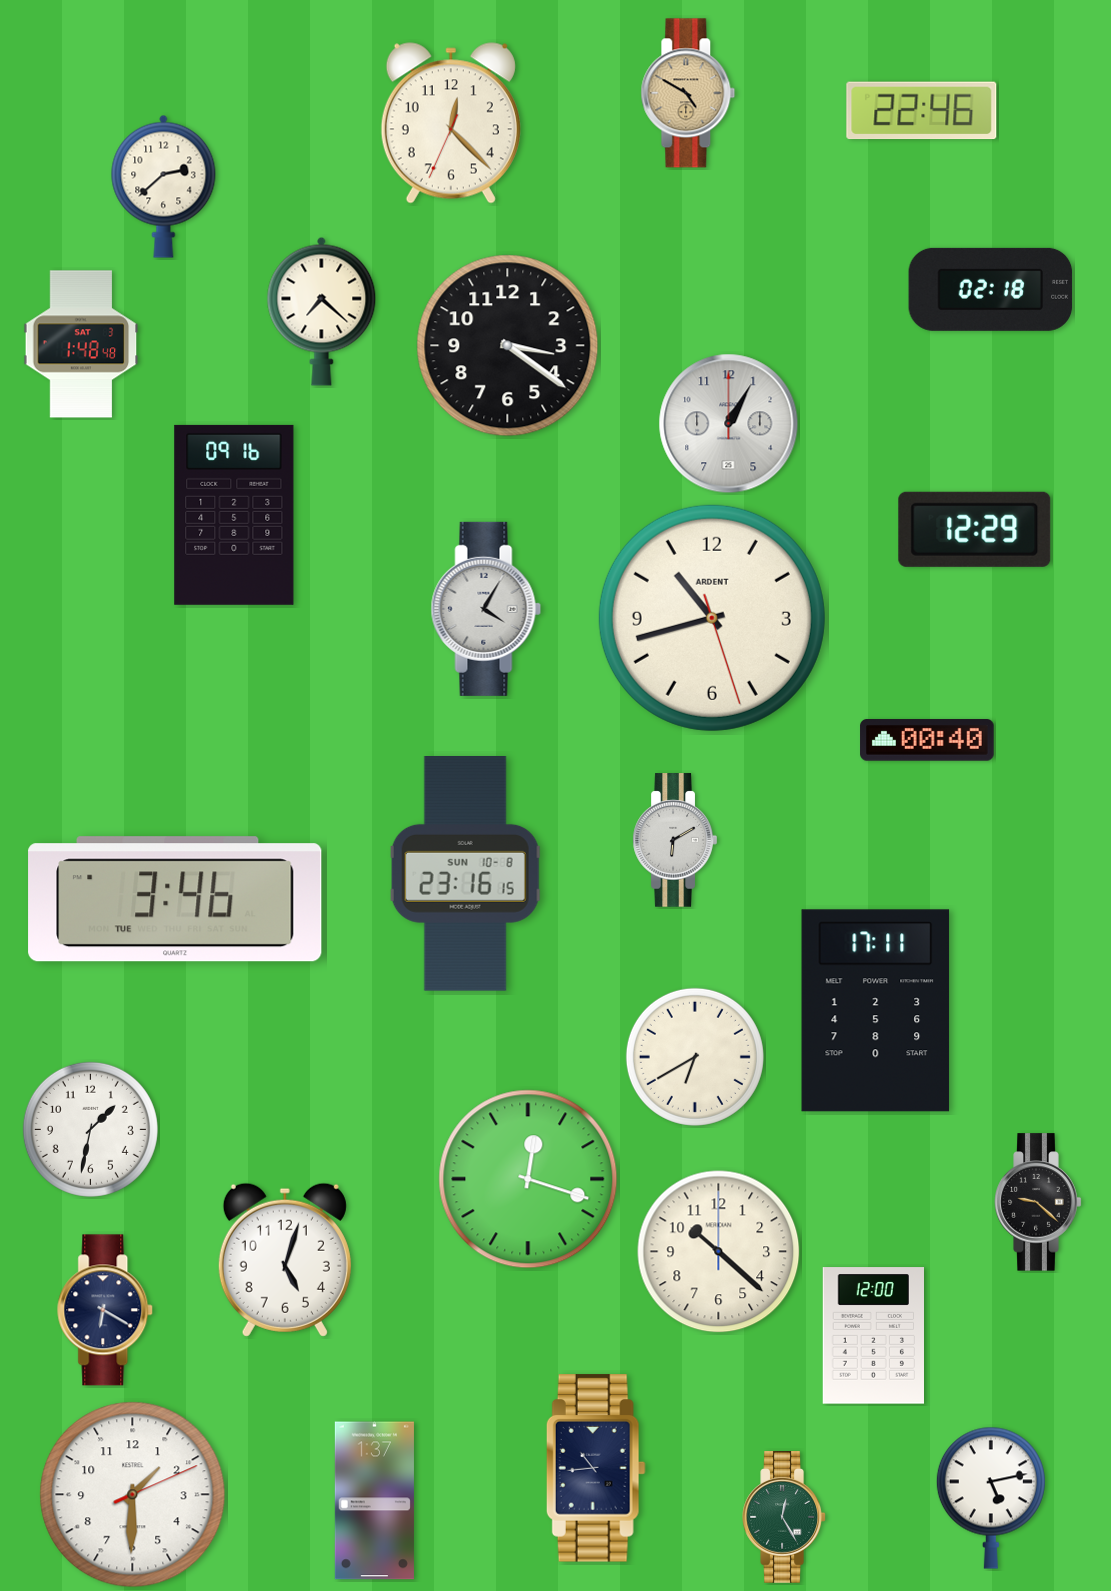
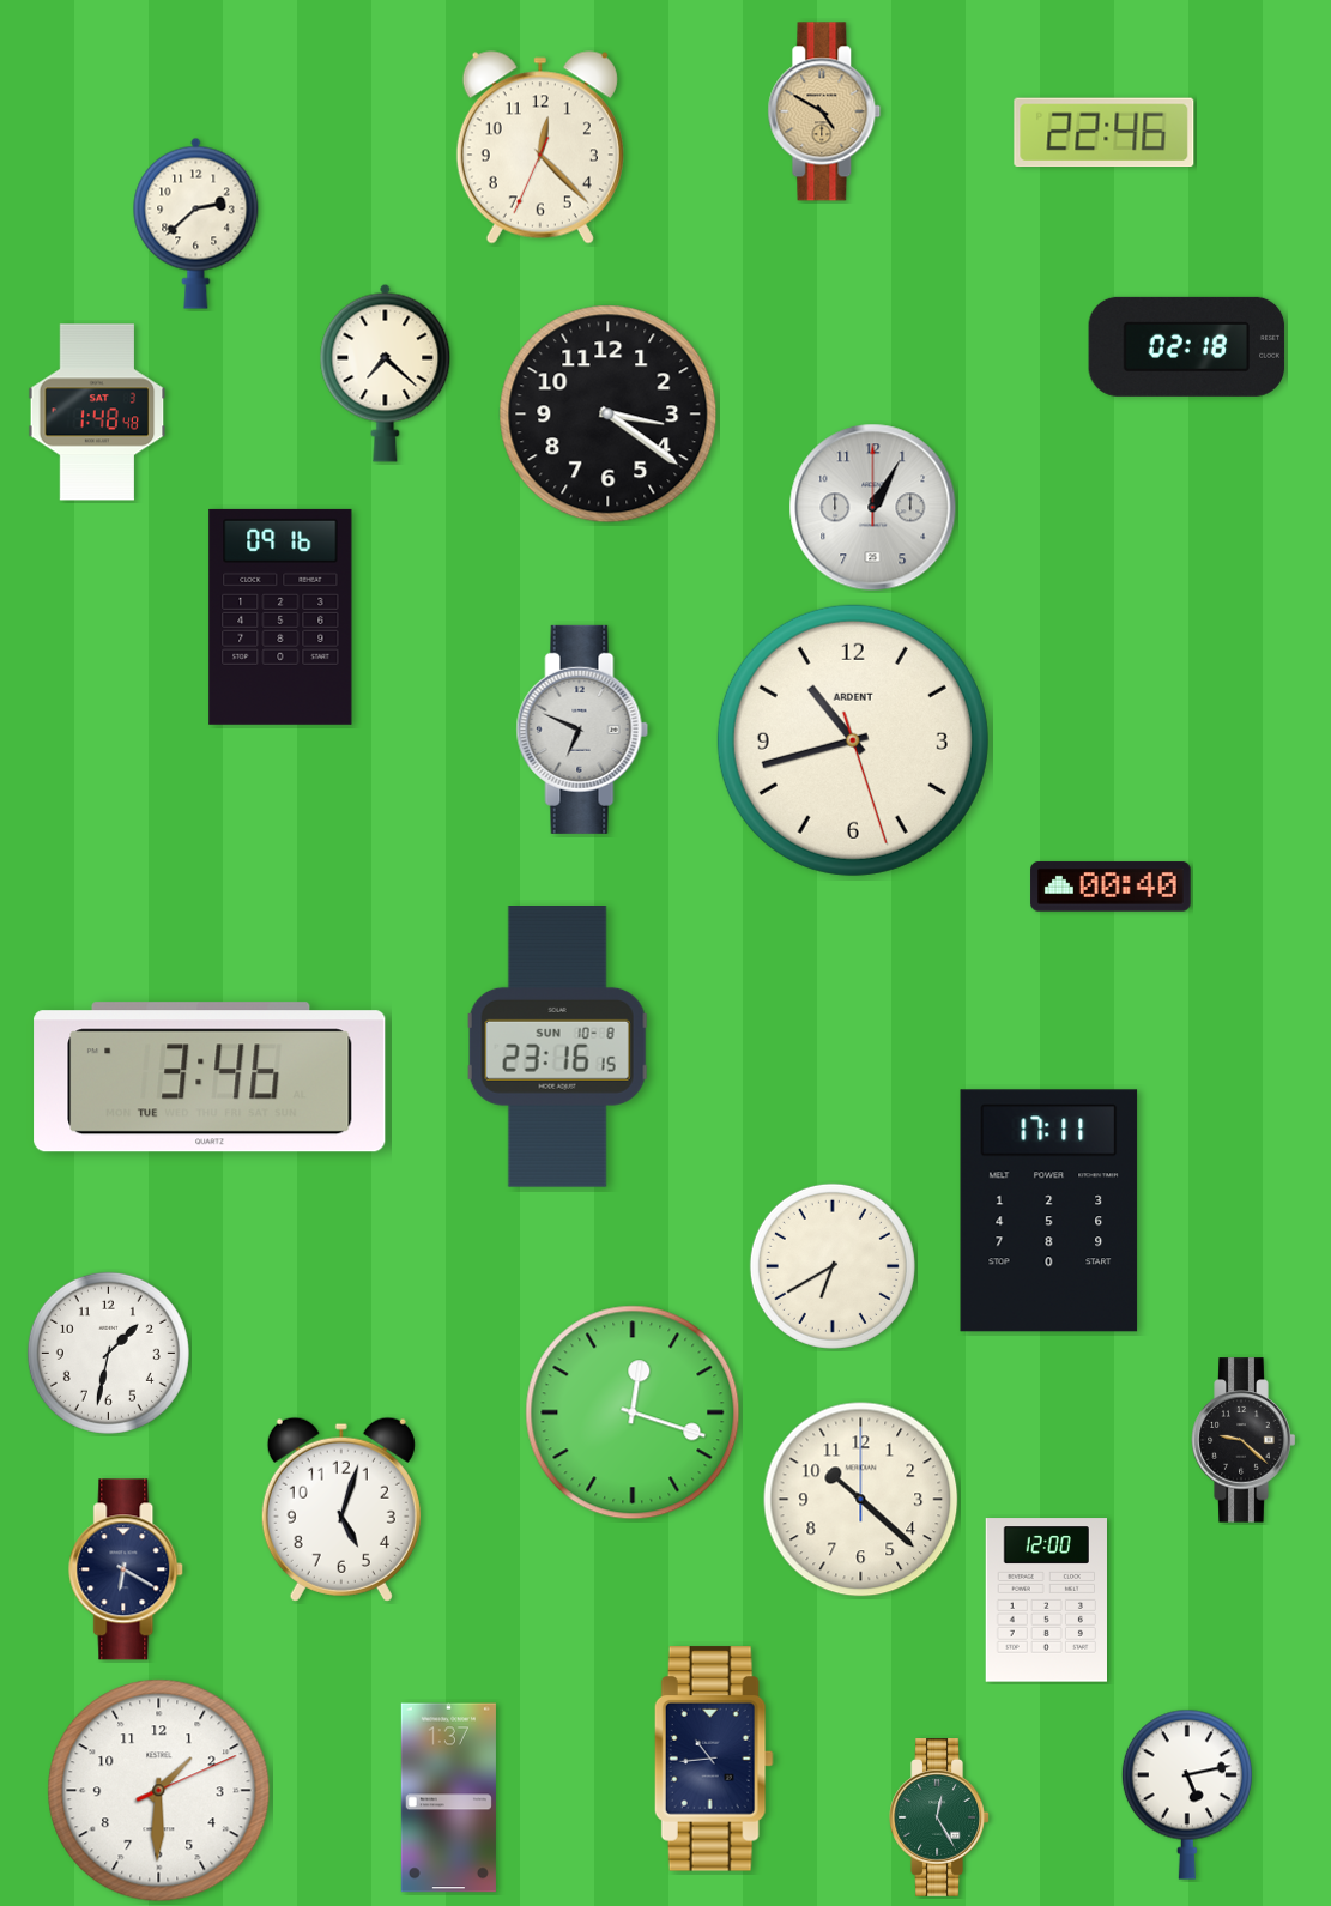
clock at (975, 529): 12:29 -> none
clock at (486, 609): 4:05 -> 6:49
clock at (675, 840): 6:10 -> none
